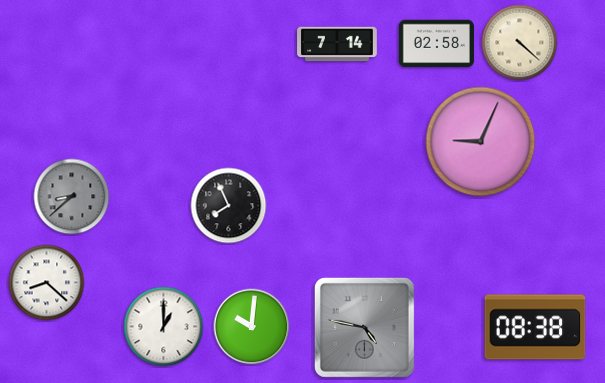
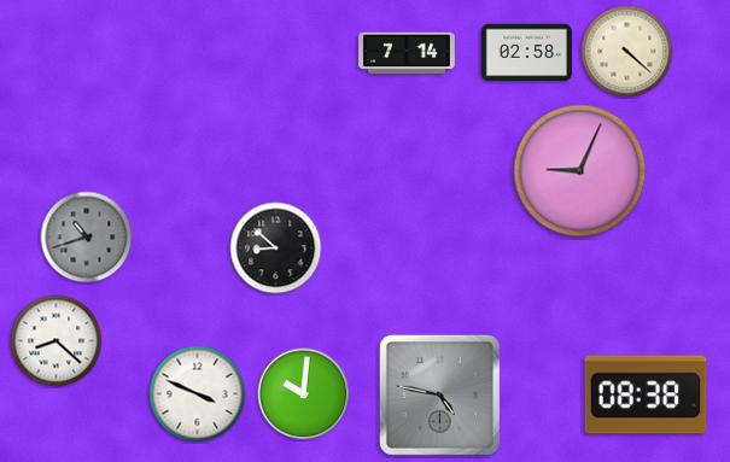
clock at (72, 197): 8:38 -> 10:42
clock at (229, 206): 7:56 -> 8:52
clock at (164, 327): 1:00 -> 3:49
